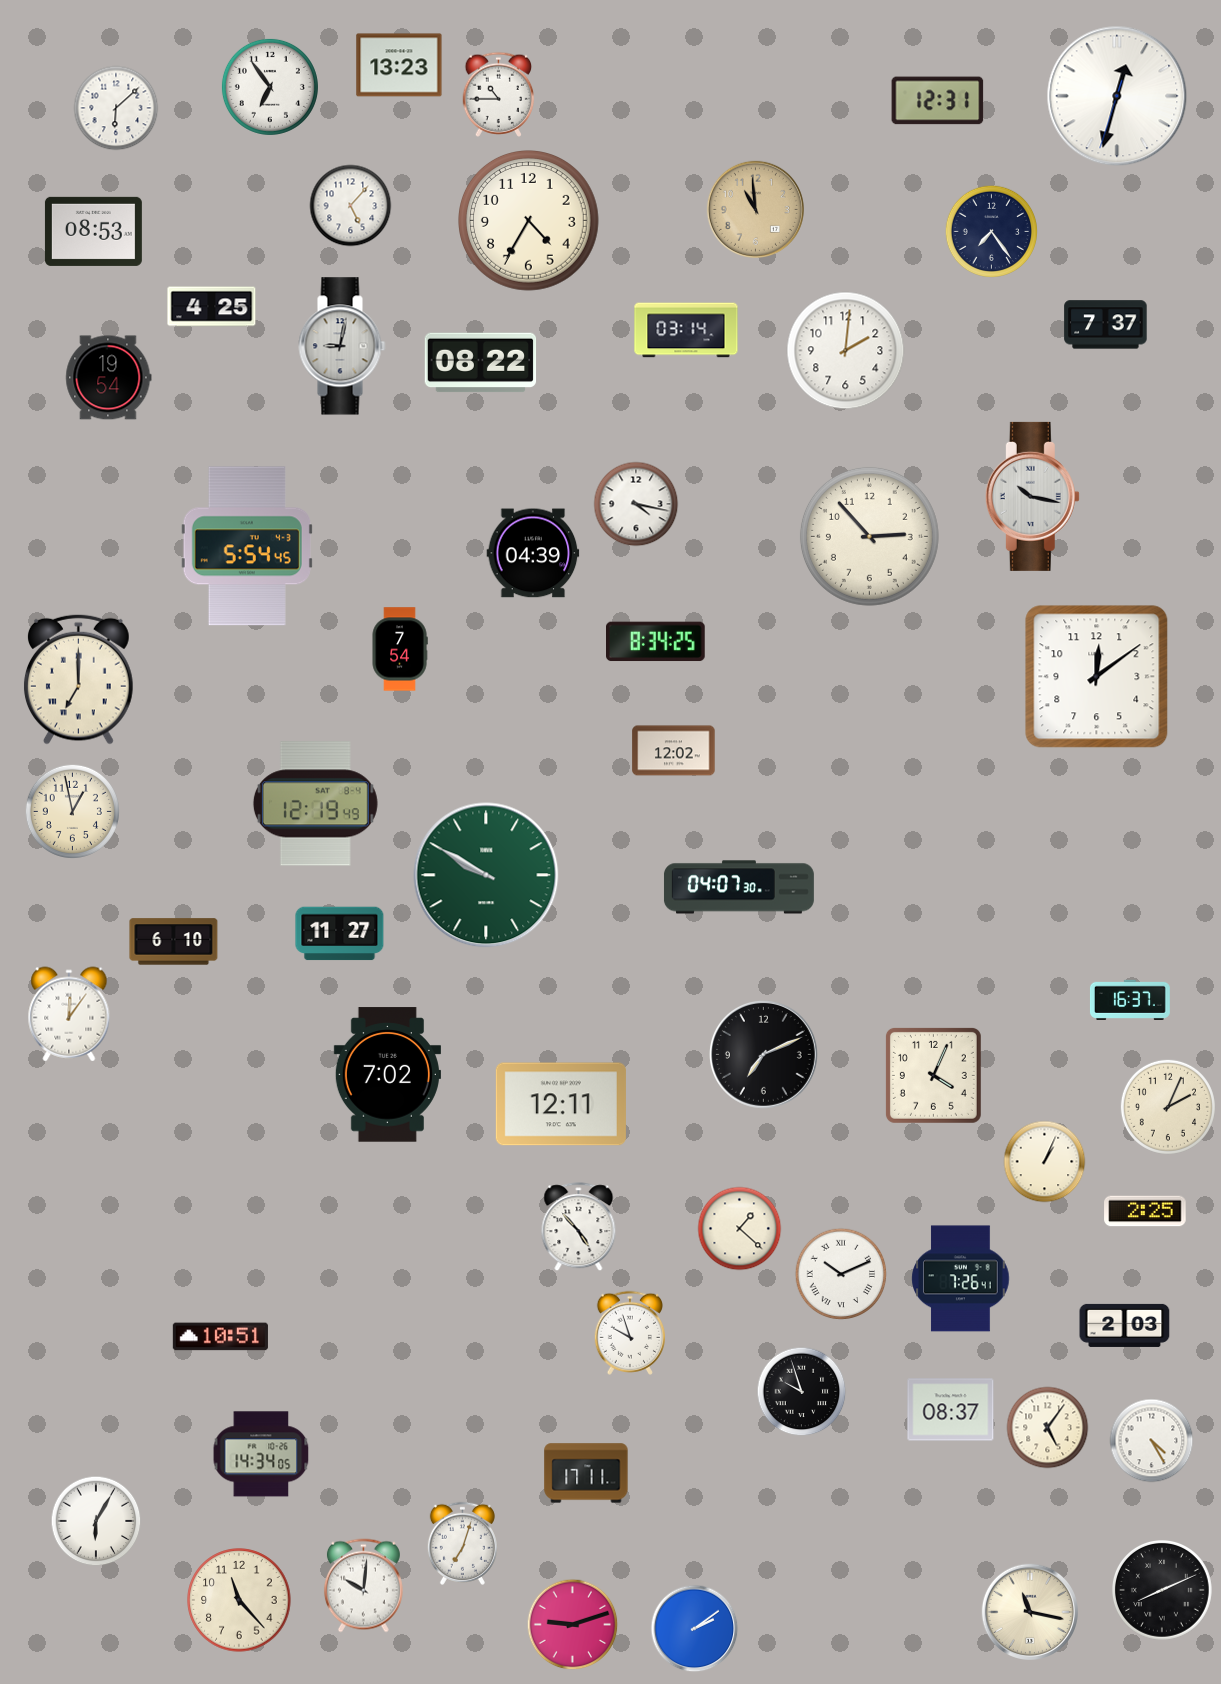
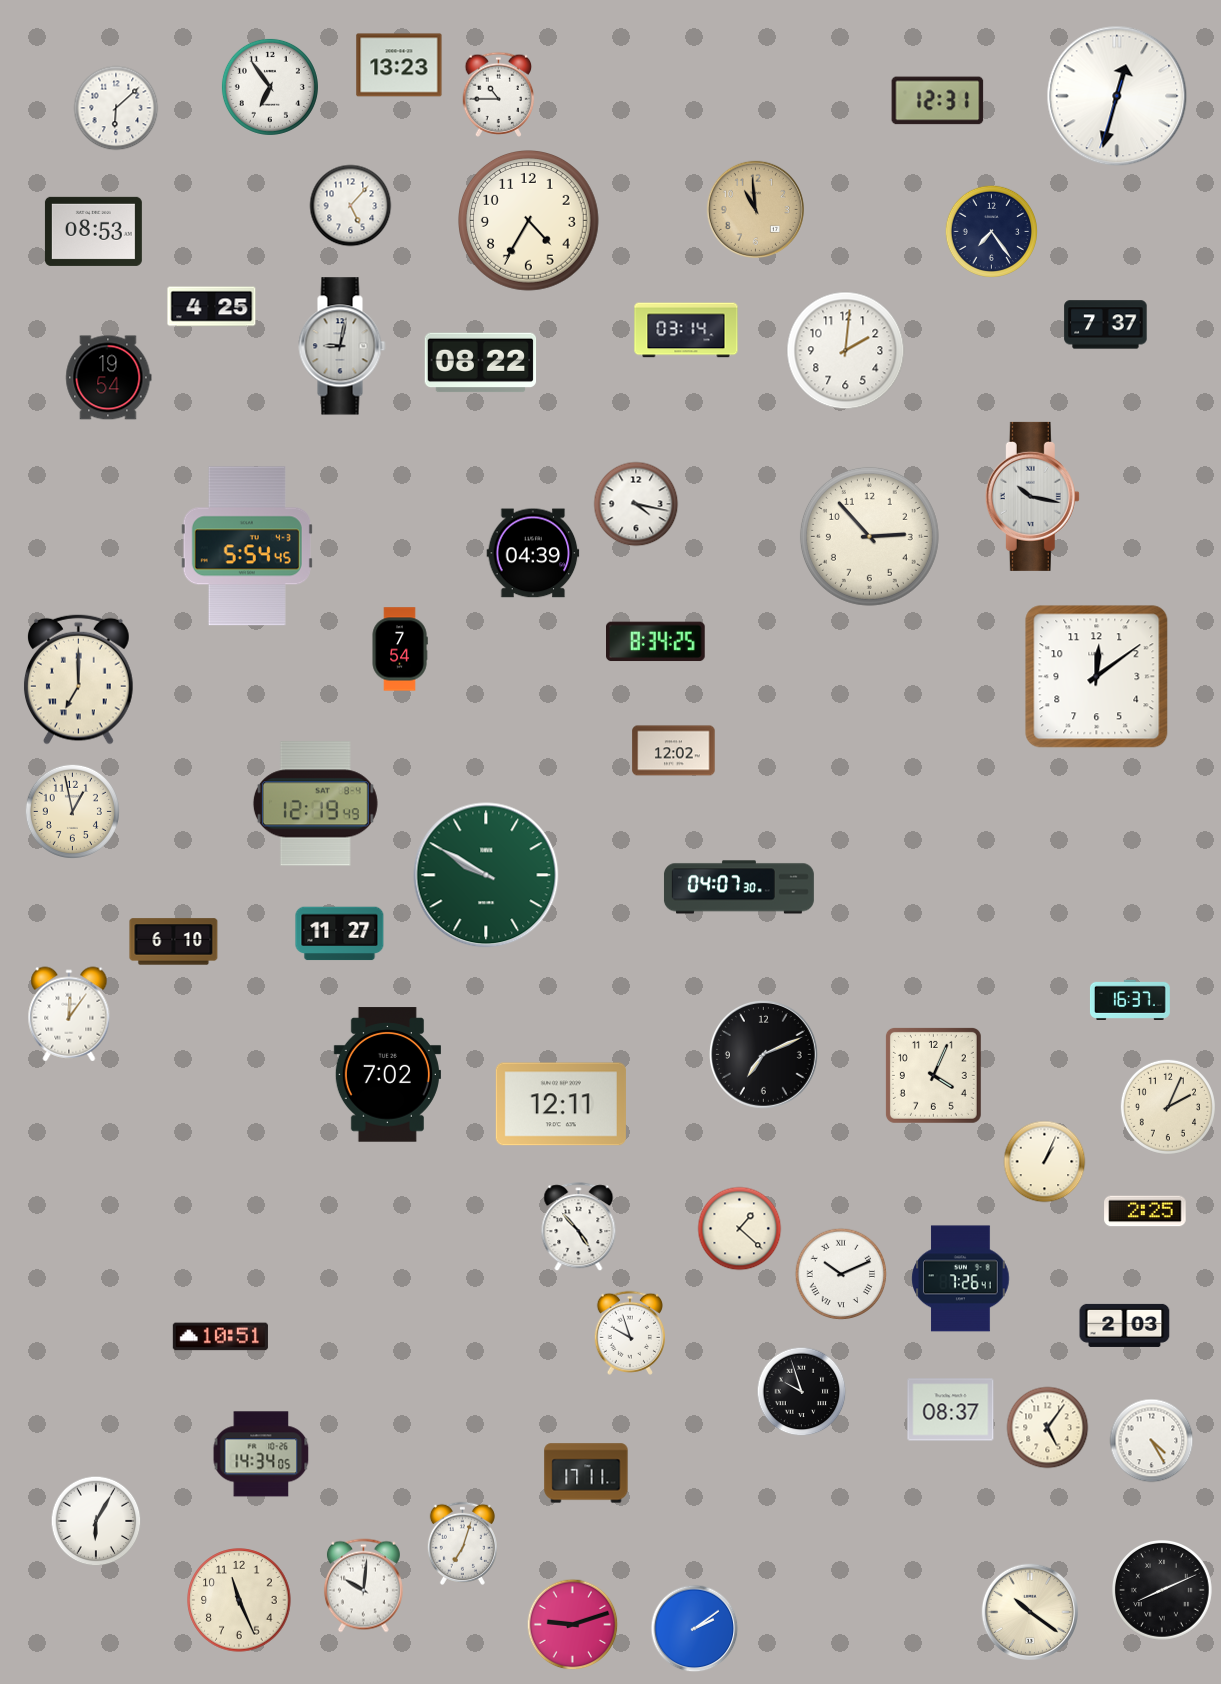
clock at (239, 1600): 11:23 -> 11:26
clock at (1030, 1612): 11:17 -> 10:21
